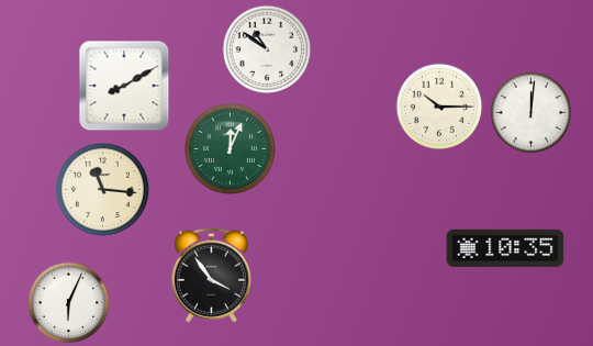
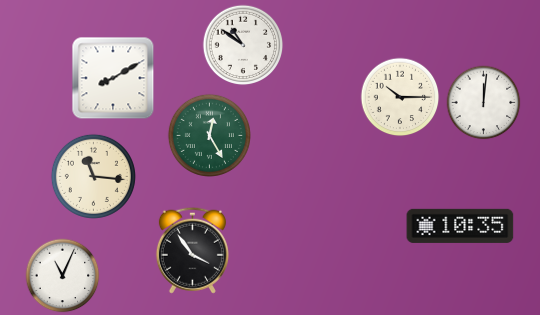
clock at (230, 148): 12:04 -> 12:25
clock at (102, 189) position: (102, 189) -> (93, 176)
clock at (69, 303): 6:04 -> 11:04
